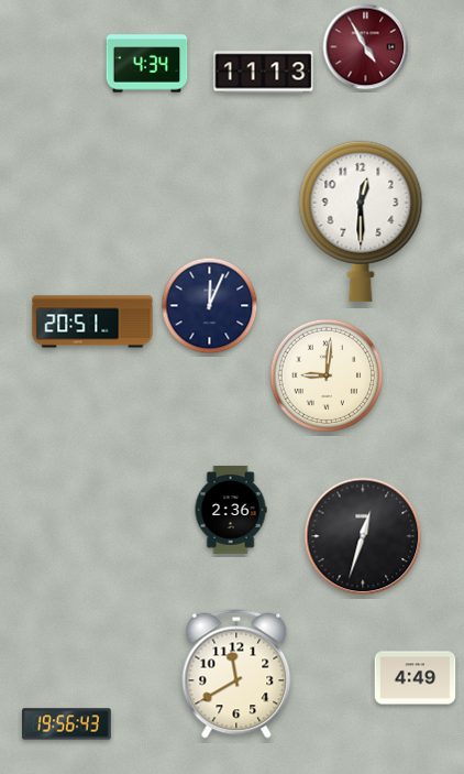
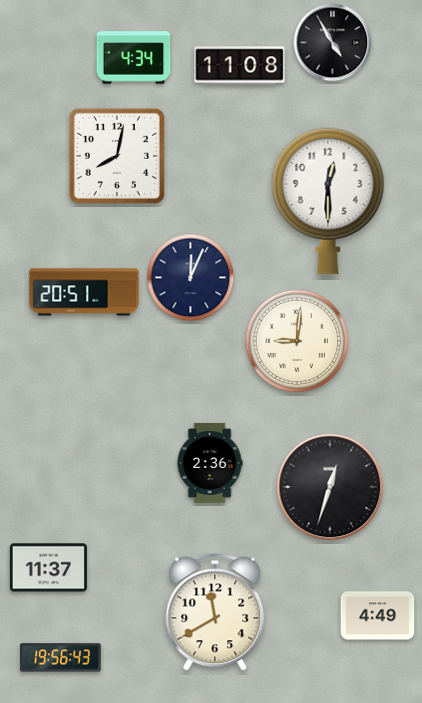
clock at (366, 47) dial: burgundy -> black
clock at (264, 73): 11:13 -> 11:08
clock at (117, 156): none -> 8:02
clock at (48, 568): none -> 11:37
